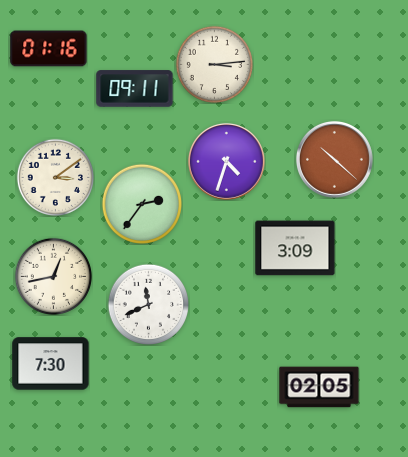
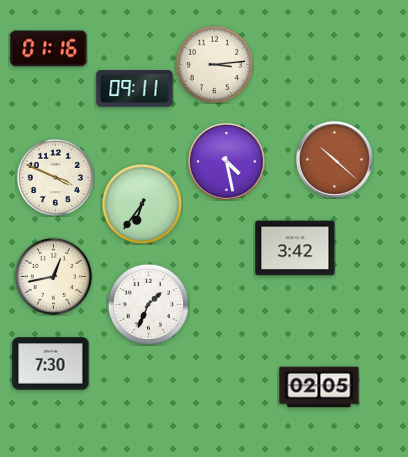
clock at (226, 161): 4:33 -> 4:28
clock at (55, 177): 3:09 -> 3:49
clock at (141, 203): 2:36 -> 6:36
clock at (295, 248): 3:09 -> 3:42
clock at (148, 304): 11:41 -> 1:34
